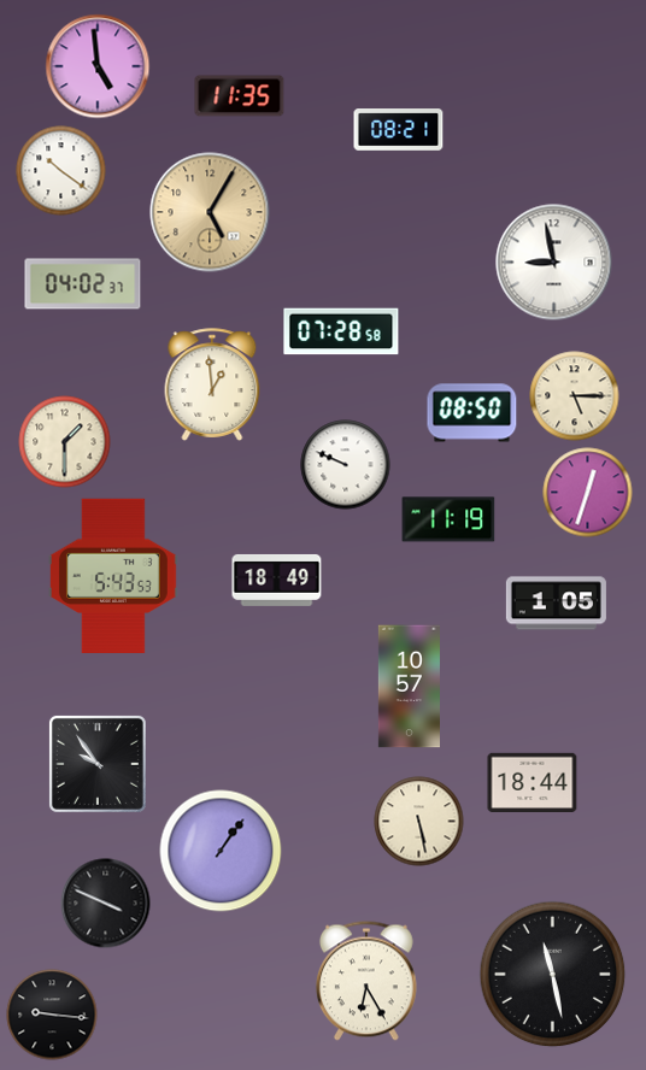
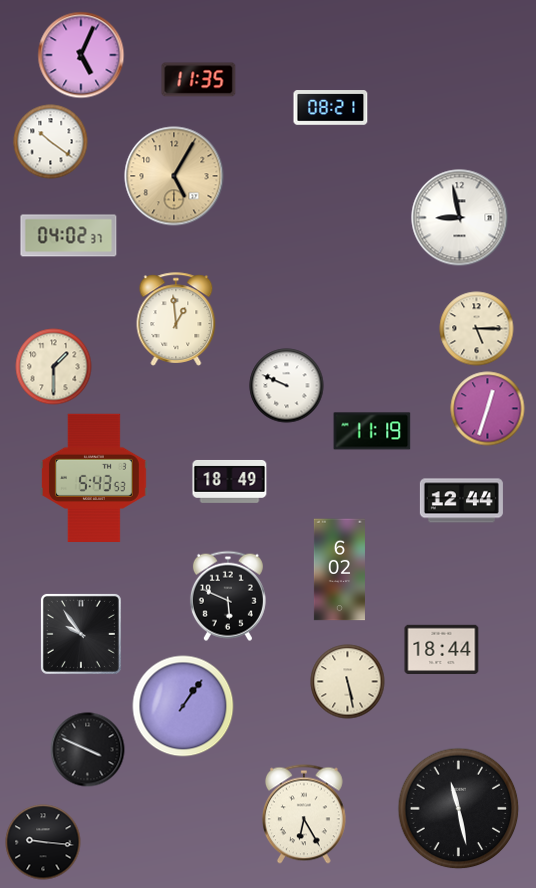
clock at (98, 66): 4:59 -> 5:04
clock at (341, 331): 07:28 -> none
clock at (472, 413): 08:50 -> none
clock at (556, 604): 1:05 -> 12:44
clock at (409, 687): 10:57 -> 6:02
clock at (228, 596): none -> 5:49
